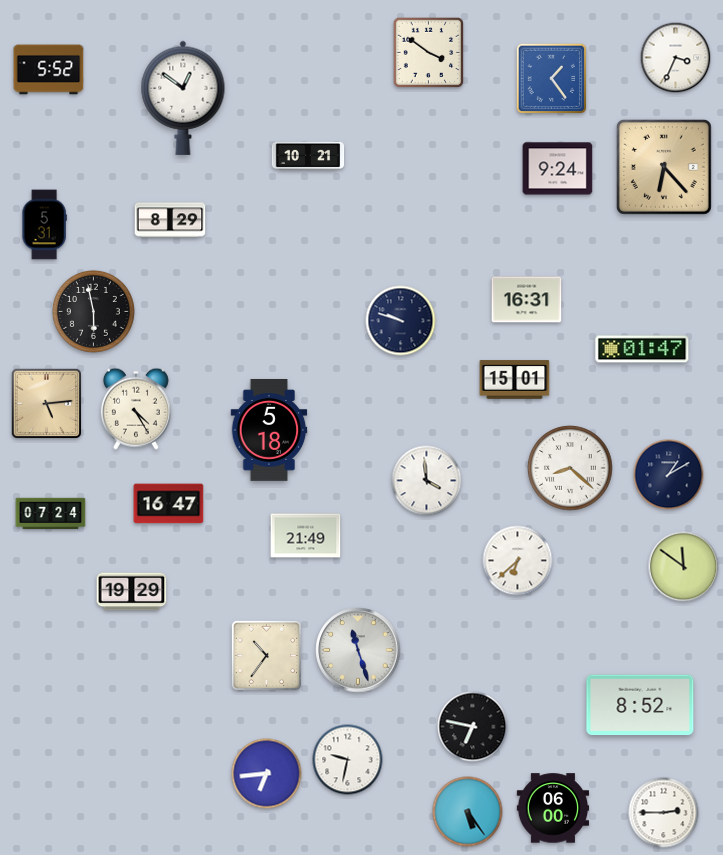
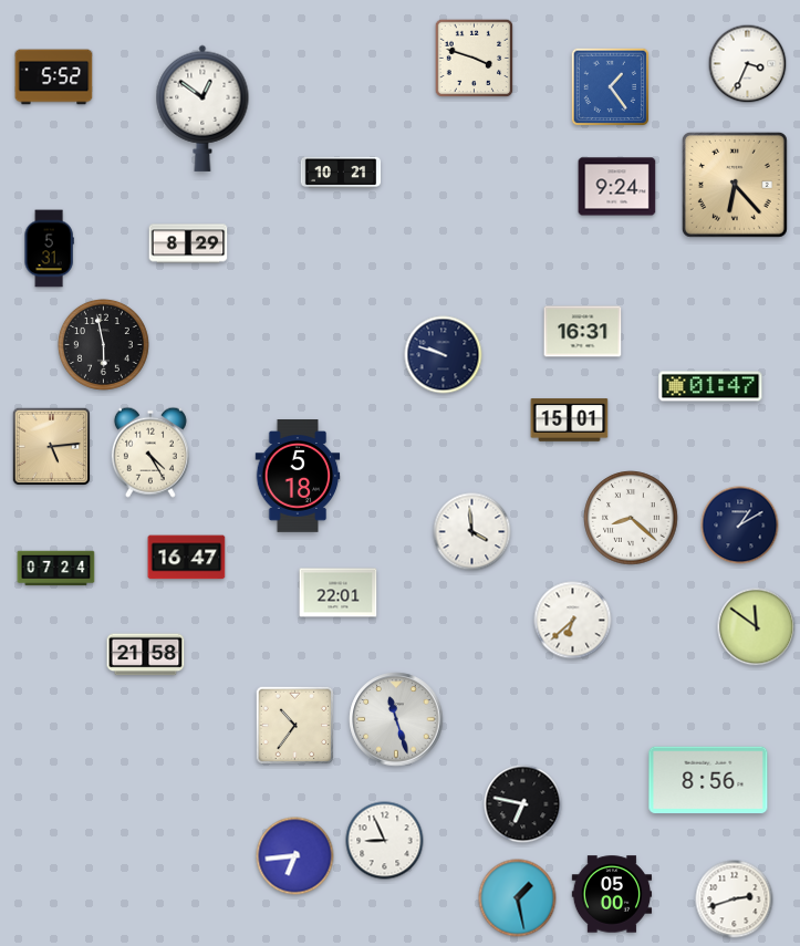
clock at (429, 53): 3:51 -> 3:48
clock at (306, 536): 21:49 -> 22:01
clock at (132, 592): 19:29 -> 21:58
clock at (640, 705): 8:52 -> 8:56
clock at (348, 760): 9:32 -> 8:56
clock at (553, 808): 06:00 -> 05:00
clock at (468, 812): 5:24 -> 1:28
clock at (664, 813): 2:45 -> 2:42
